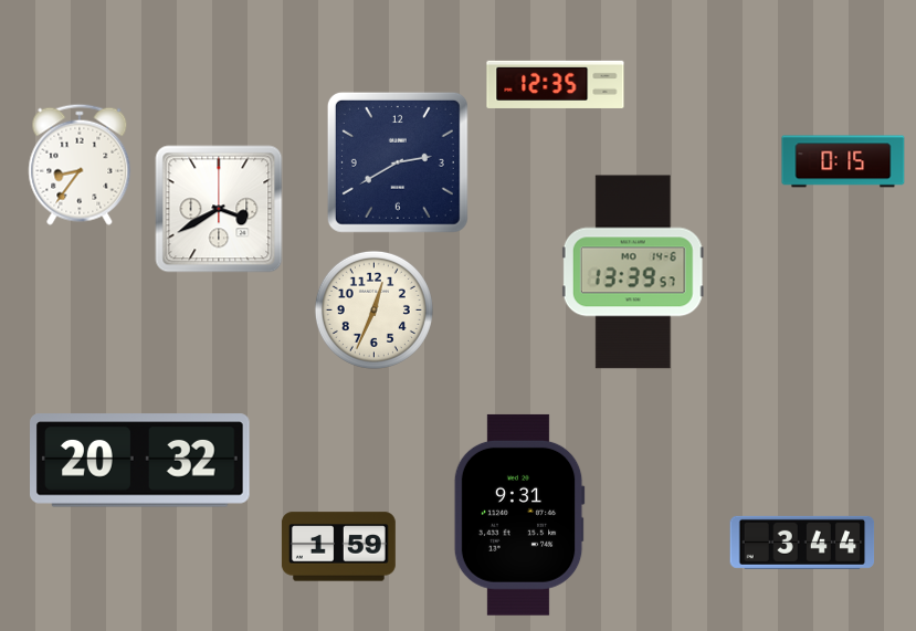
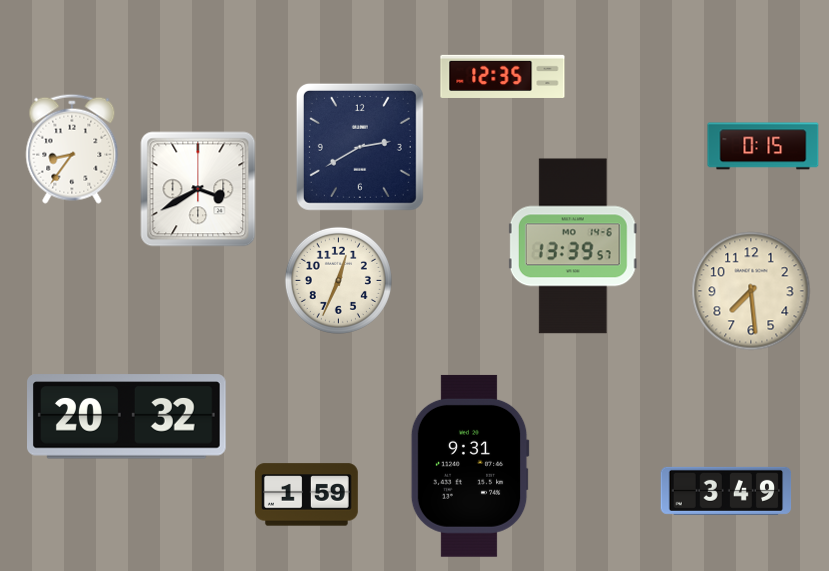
clock at (751, 291): none -> 7:29
clock at (802, 543): 3:44 -> 3:49
